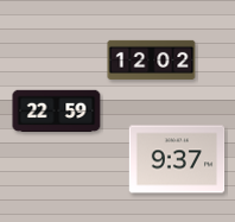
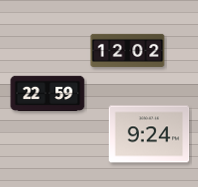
clock at (177, 159): 9:37 -> 9:24
